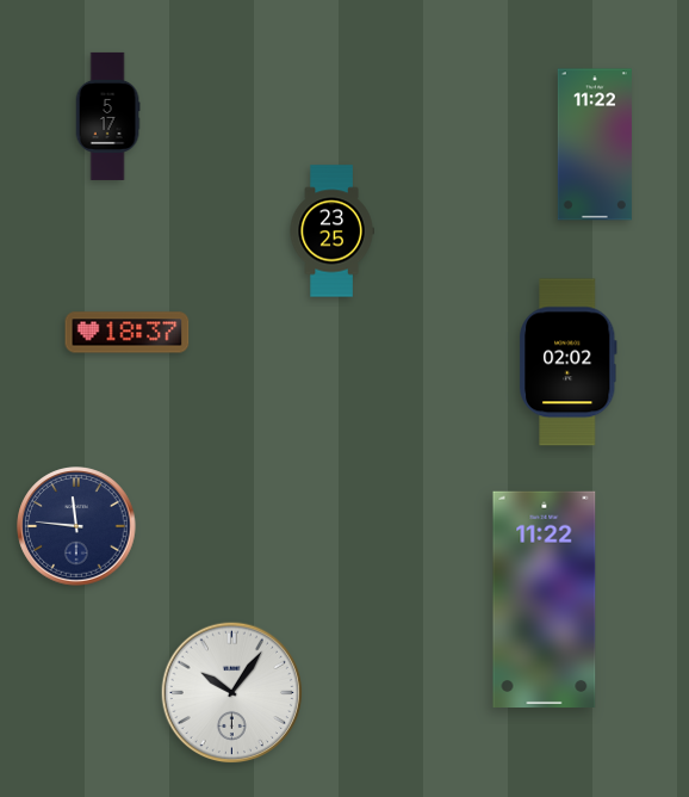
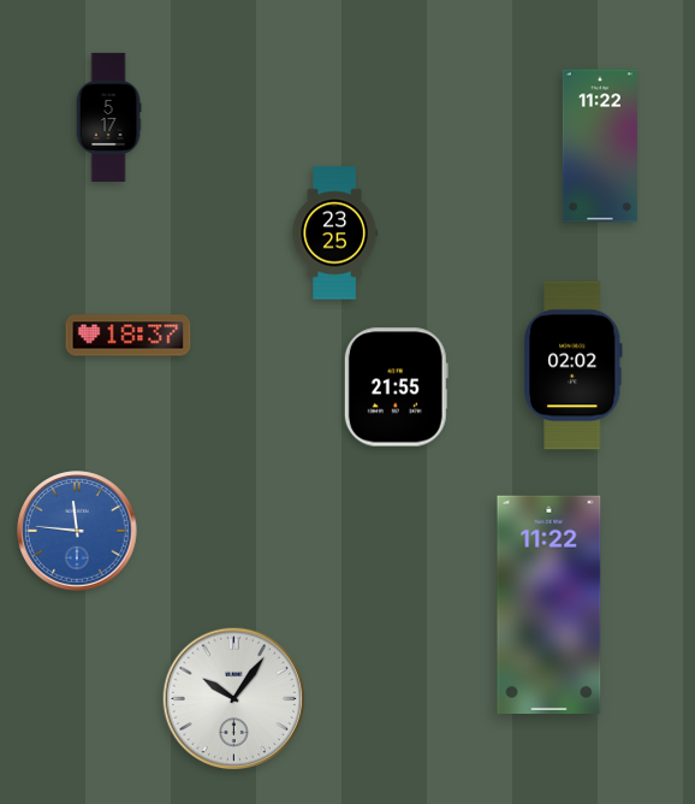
clock at (396, 388): none -> 21:55
clock at (76, 526) dial: navy -> blue
